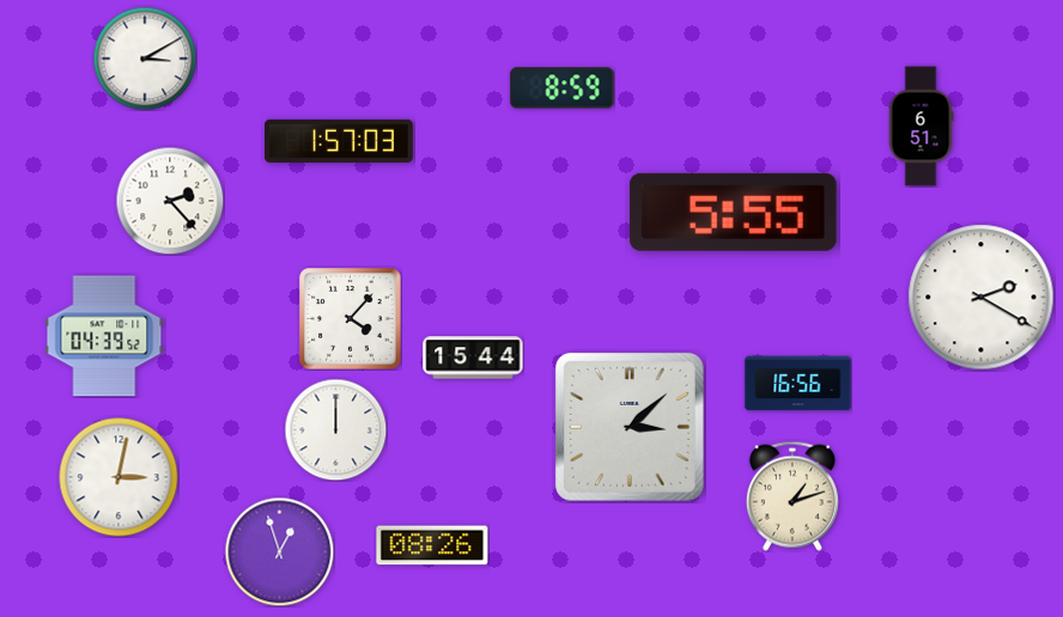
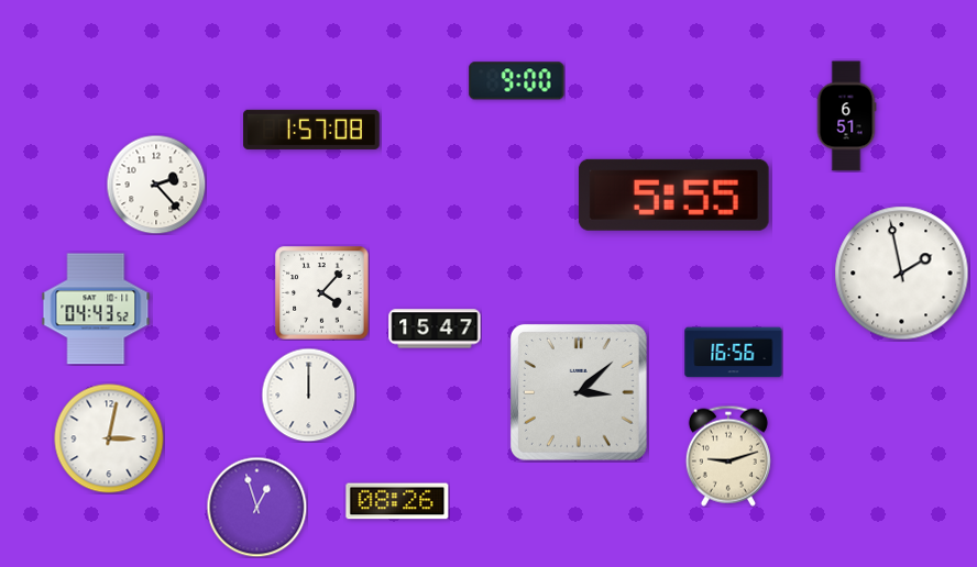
clock at (145, 59): 3:10 -> none
clock at (563, 88): 8:59 -> 9:00
clock at (339, 141): 1:57:03 -> 1:57:08
clock at (982, 298): 2:20 -> 1:58
clock at (104, 336): 04:39 -> 04:43
clock at (473, 358): 15:44 -> 15:47
clock at (792, 496): 1:12 -> 9:12
